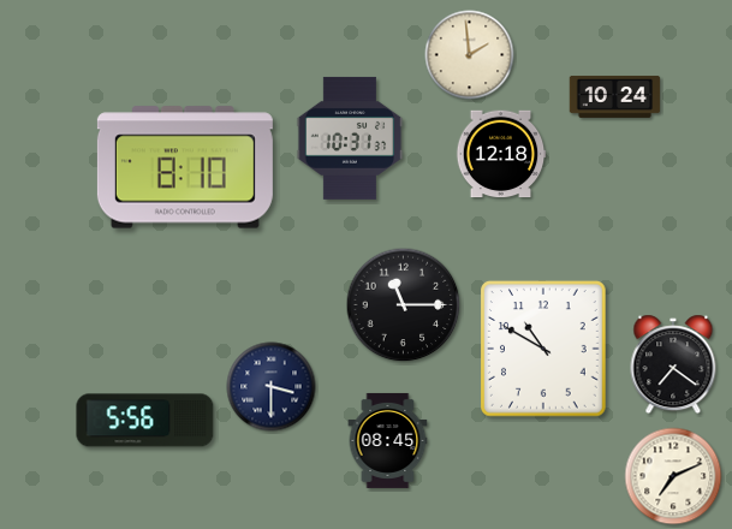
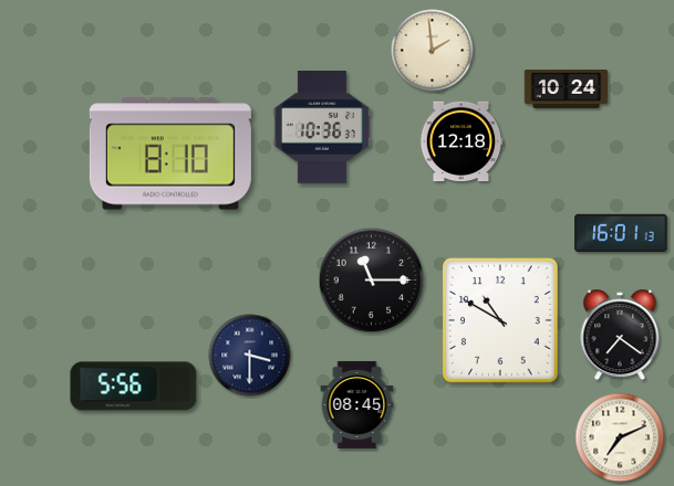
clock at (350, 138): 10:31 -> 10:36
clock at (621, 232): none -> 16:01
